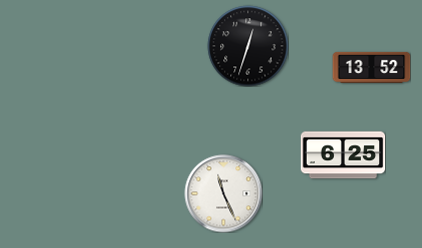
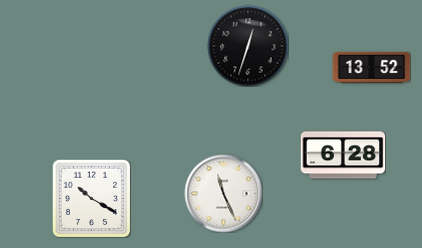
clock at (343, 155): 6:25 -> 6:28
clock at (91, 198): none -> 10:20
